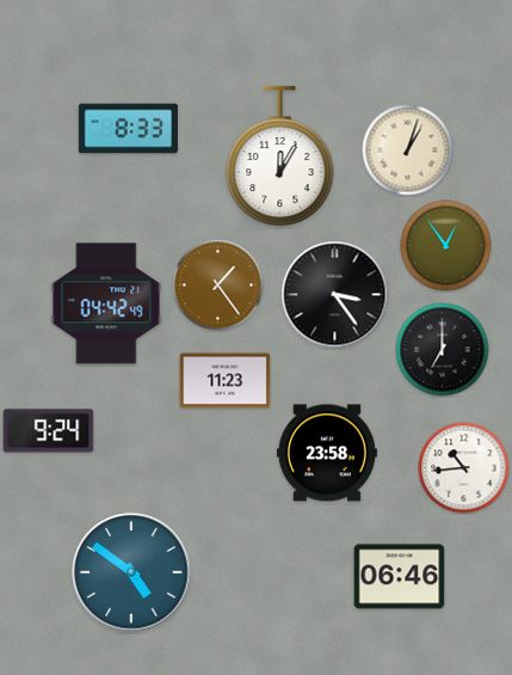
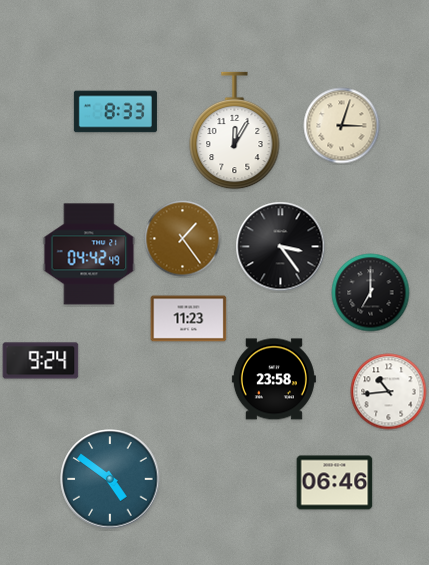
clock at (128, 129) position: (128, 129) -> (115, 112)
clock at (408, 151): 1:03 -> 3:03
clock at (446, 246): 12:54 -> none
